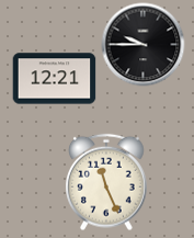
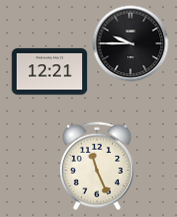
clock at (144, 45) position: (144, 45) -> (131, 44)
